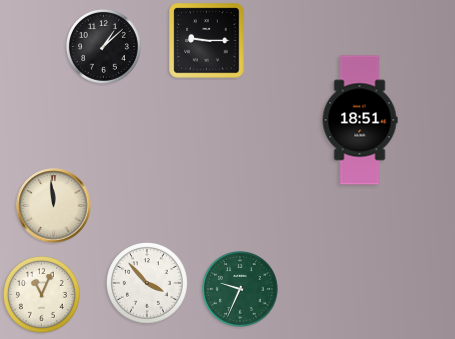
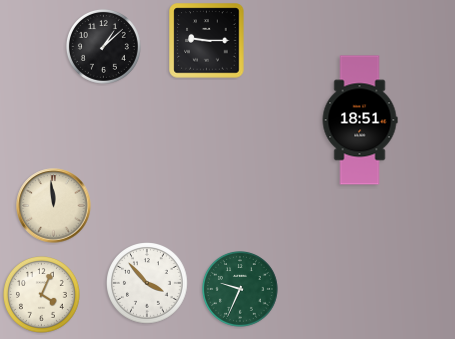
clock at (42, 295): 11:04 -> 4:04
